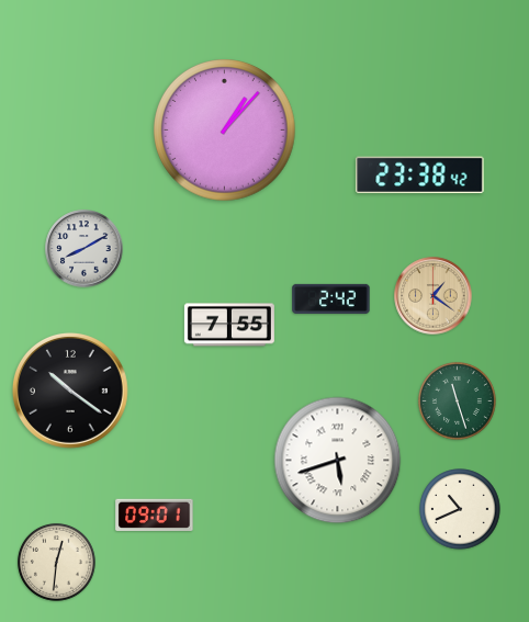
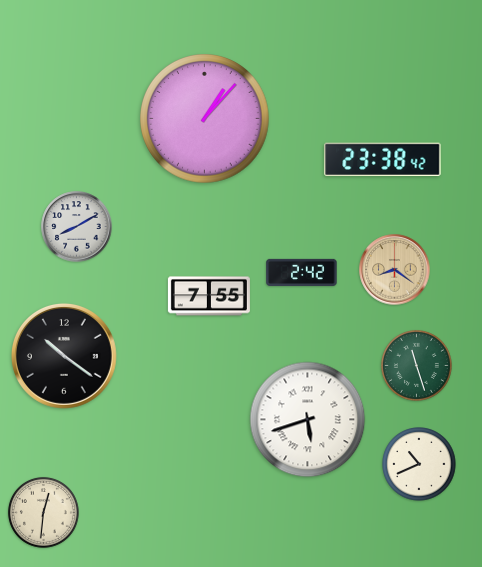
clock at (434, 296): 1:21 -> 8:21
clock at (155, 514): 09:01 -> none
clock at (56, 562) position: (56, 562) -> (43, 512)
